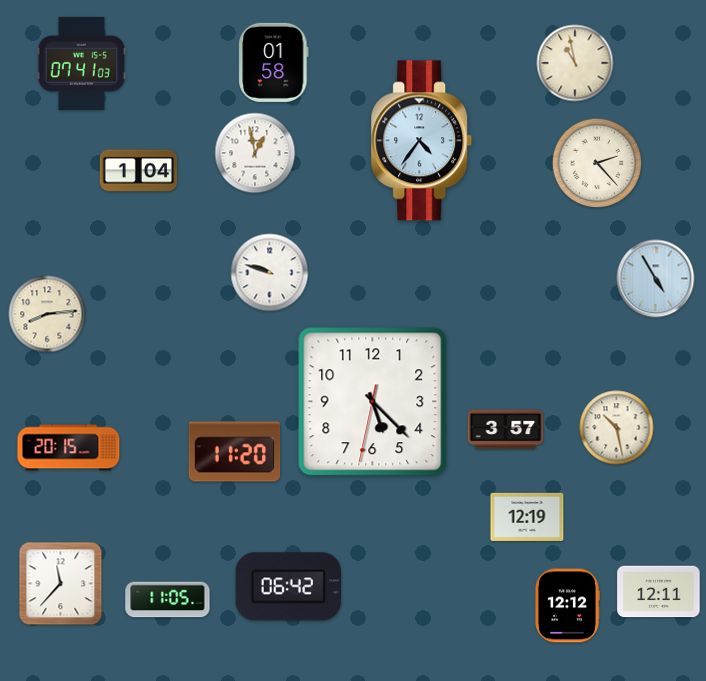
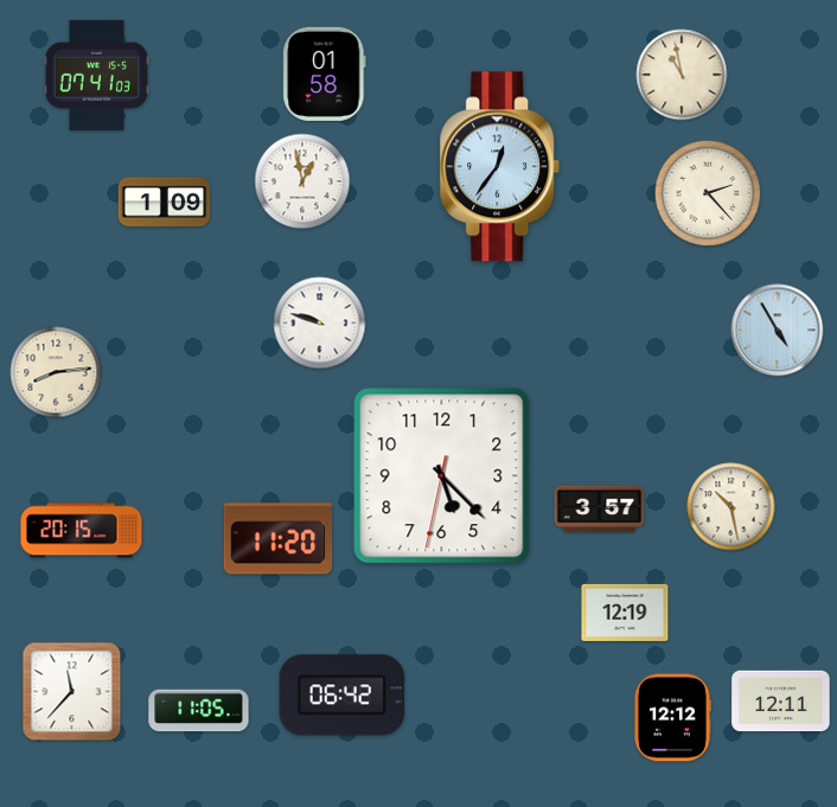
clock at (422, 141): 4:36 -> 12:36
clock at (139, 171): 1:04 -> 1:09
clock at (235, 452) position: (235, 452) -> (279, 539)
